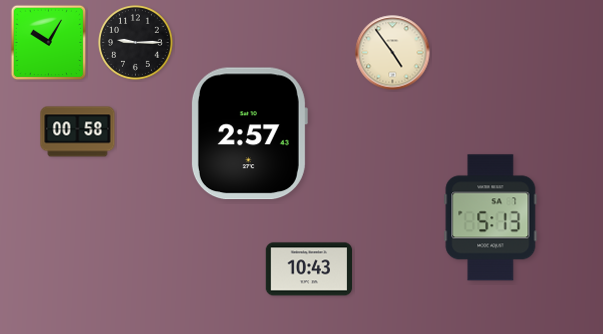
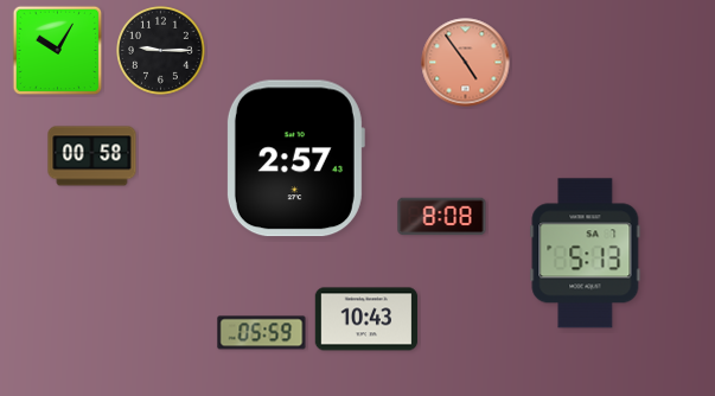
clock at (393, 53) dial: cream -> salmon
clock at (442, 217): none -> 8:08
clock at (491, 218) position: (491, 218) -> (586, 254)
clock at (262, 333): none -> 05:59
